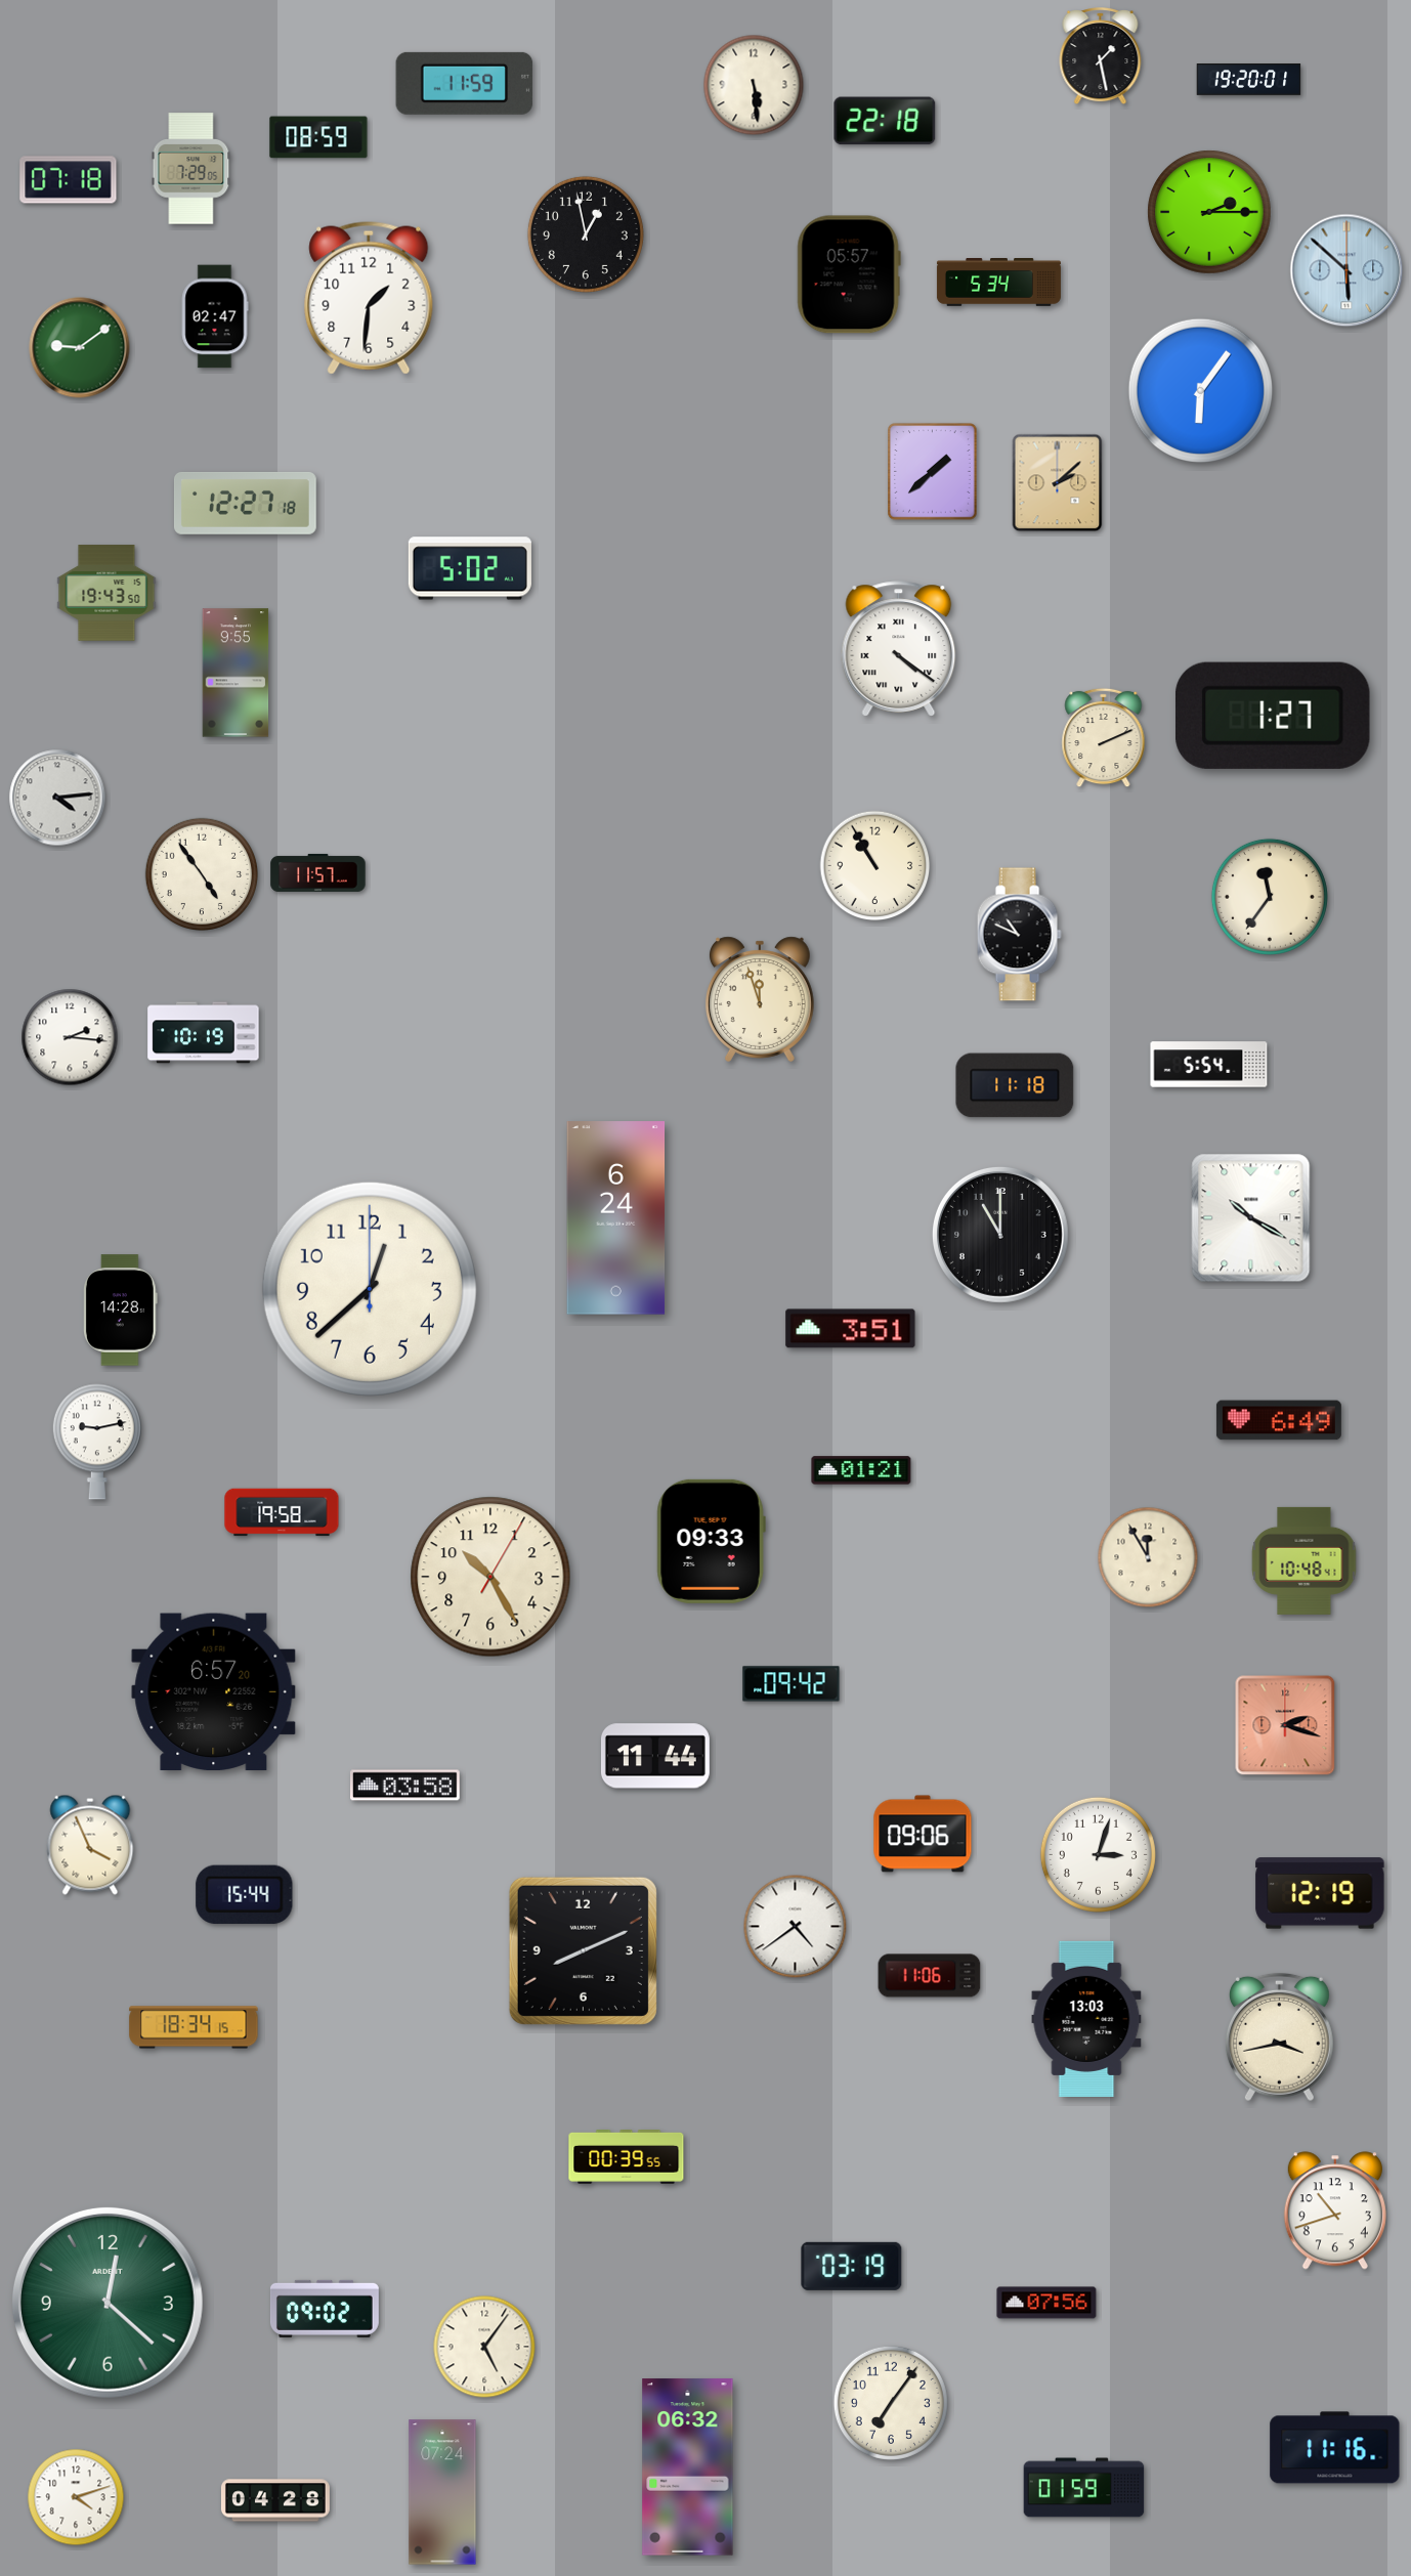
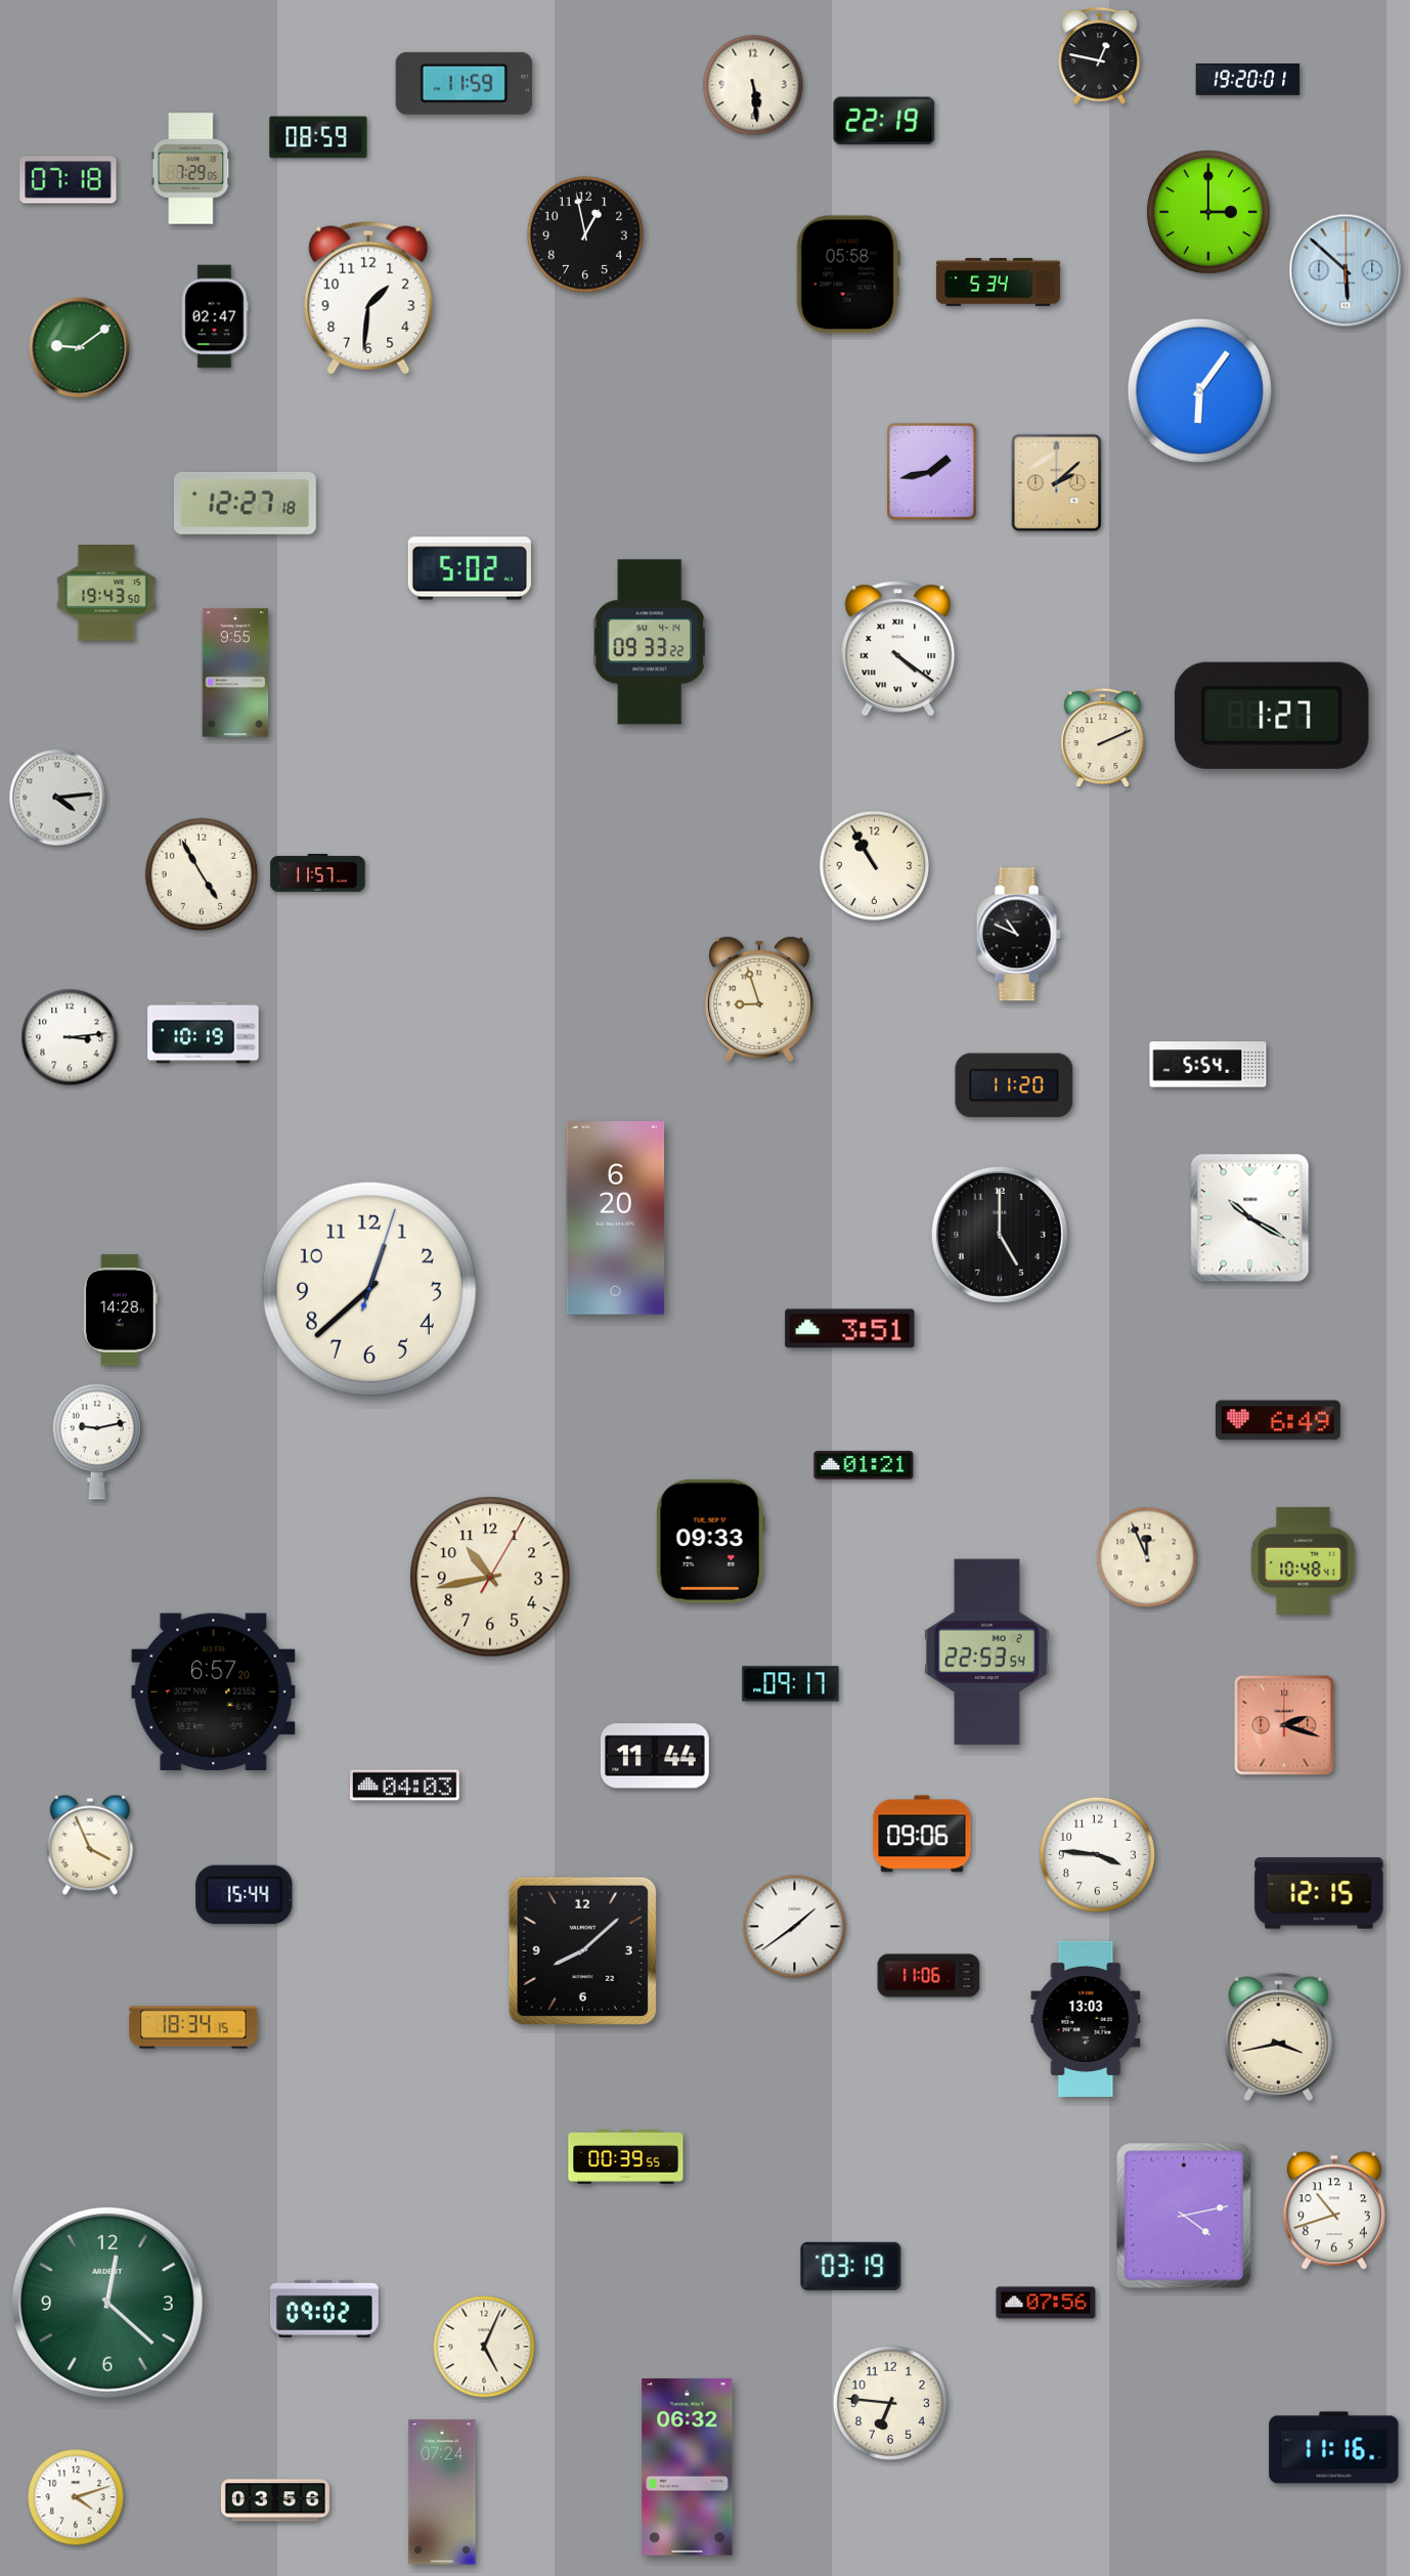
clock at (1101, 57): 1:28 -> 12:47
clock at (885, 121): 22:18 -> 22:19
clock at (1209, 212): 2:15 -> 3:00
clock at (849, 274): 05:57 -> 05:58
clock at (933, 472): 1:38 -> 1:43
clock at (650, 642): none -> 09:33
clock at (201, 873): 4:54 -> 4:55
clock at (1270, 897): 11:36 -> none
clock at (760, 999): 11:57 -> 8:57
clock at (70, 1037): 2:16 -> 3:14
clock at (1015, 1085): 11:18 -> 11:20
clock at (616, 1218): 6:24 -> 6:20
clock at (1000, 1235): 11:00 -> 5:00
clock at (370, 1289): 12:38:00 -> 12:38:03
clock at (861, 1470) position: (861, 1470) -> (864, 1465)
clock at (282, 1512): 19:58 -> none
clock at (1148, 1557): 11:55 -> 11:56
clock at (490, 1577): 10:25 -> 10:43
clock at (987, 1652): none -> 22:53
clock at (792, 1684): 09:42 -> 09:17
clock at (405, 1786): 03:58 -> 04:03
clock at (1098, 1854): 3:03 -> 3:46
clock at (1320, 1893): 12:19 -> 12:15
clock at (796, 1927): 4:39 -> 1:39
clock at (583, 1950): 8:11 -> 8:08
clock at (1184, 2216): none -> 4:13
clock at (484, 2347): 5:06 -> 5:04
clock at (891, 2403): 7:06 -> 6:46
clock at (1084, 2488): 01:59 -> none
clock at (275, 2500): 04:28 -> 03:56
